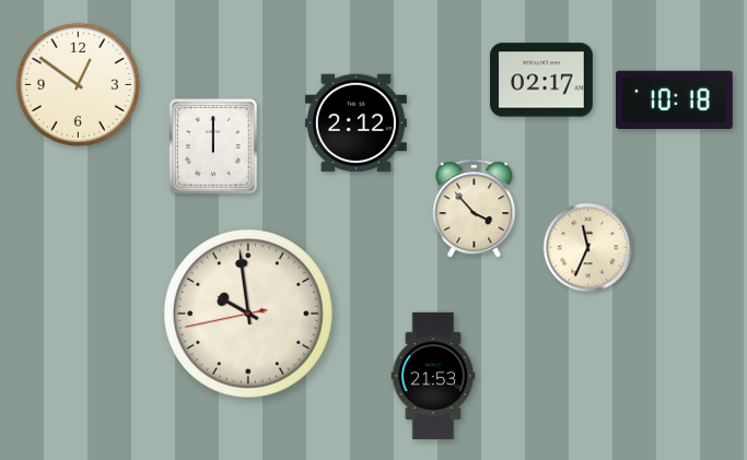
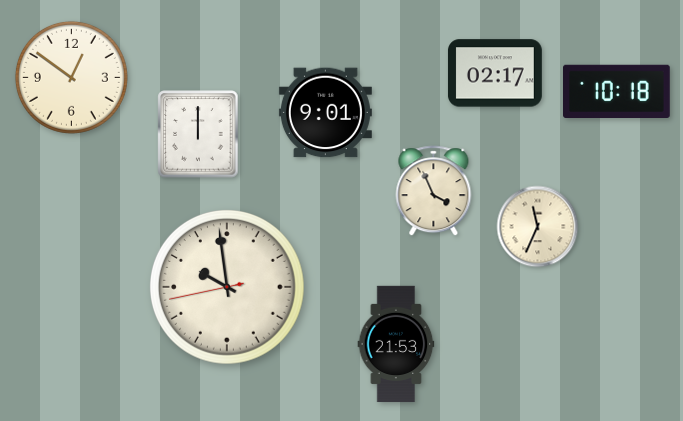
clock at (355, 123): 2:12 -> 9:01
clock at (213, 146) position: (213, 146) -> (198, 134)
clock at (475, 209): 3:53 -> 3:56
